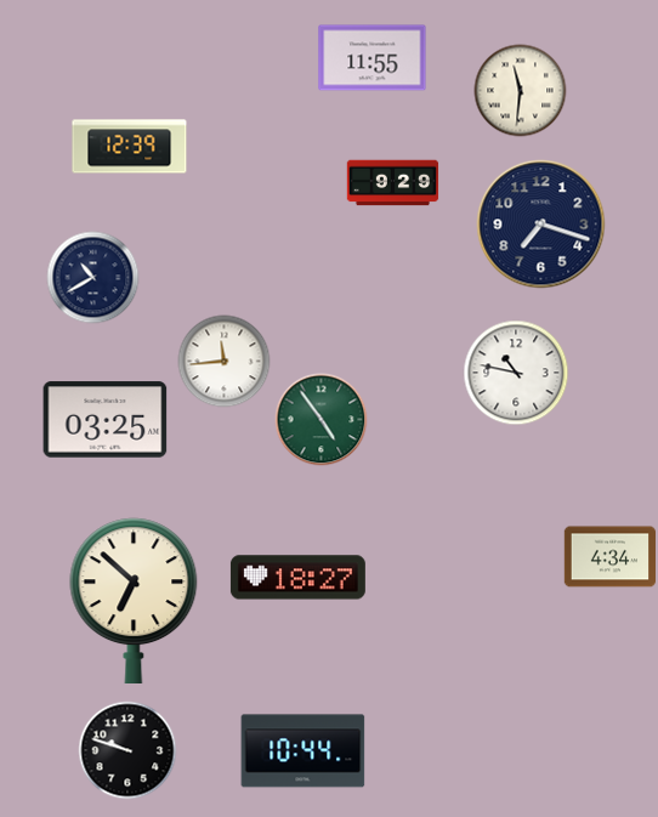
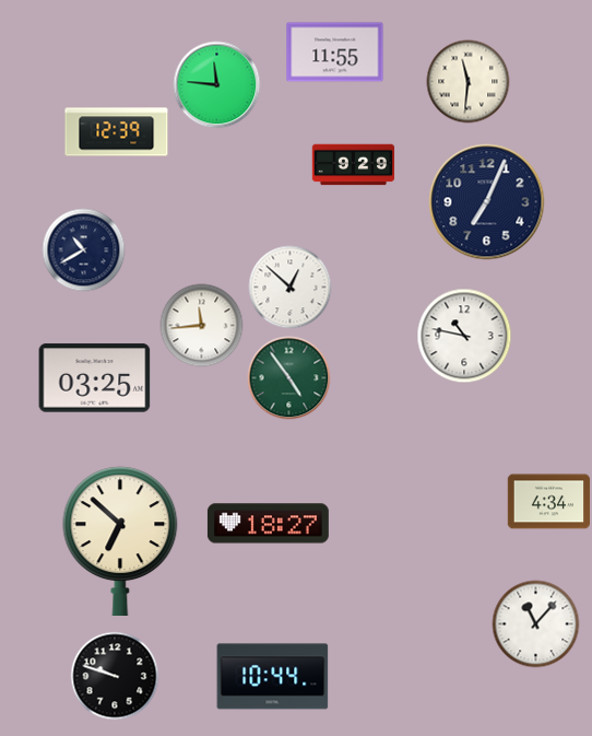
clock at (217, 85): none -> 11:46
clock at (541, 225): 7:18 -> 7:04
clock at (291, 288): none -> 12:52
clock at (297, 578) position: (297, 578) -> (268, 524)
clock at (536, 624): none -> 11:07
